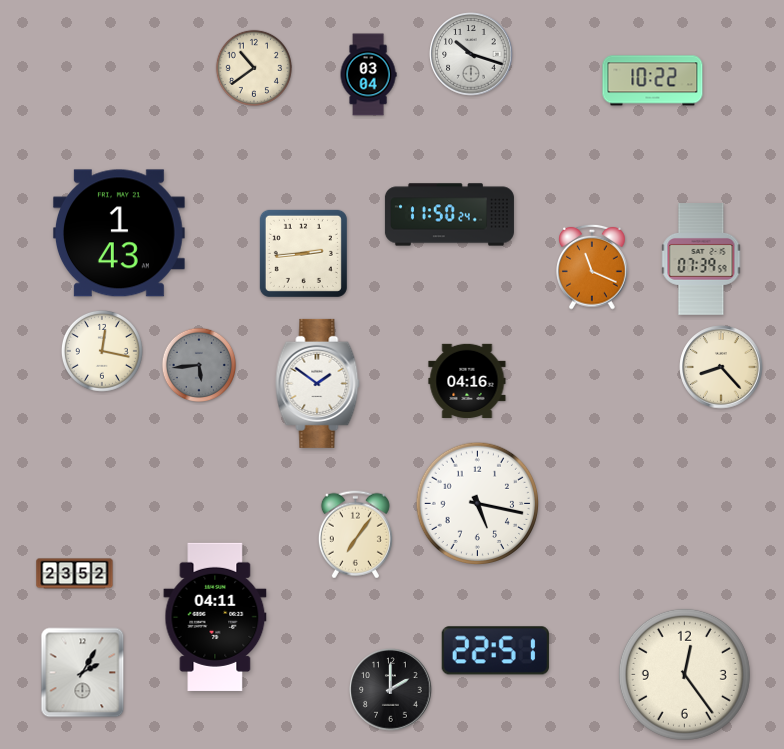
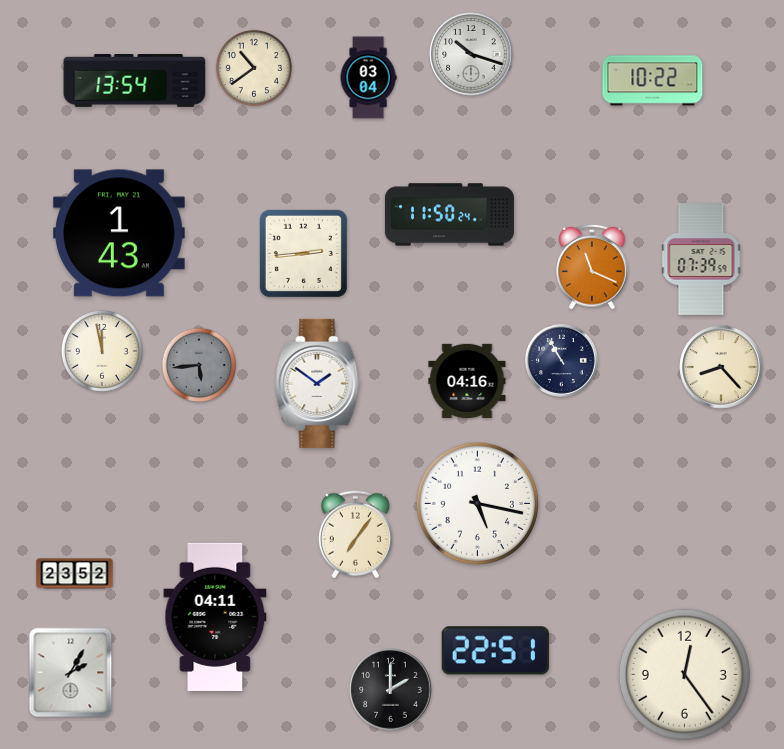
clock at (368, 75) position: (368, 75) -> (368, 78)
clock at (135, 81): none -> 13:54
clock at (102, 351): 12:17 -> 11:58
clock at (562, 361): none -> 10:55
clock at (83, 673) position: (83, 673) -> (71, 673)
